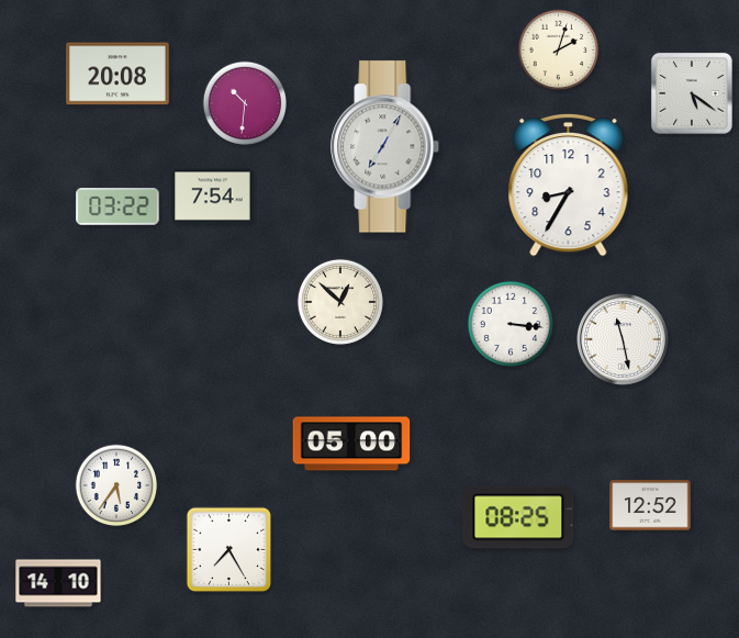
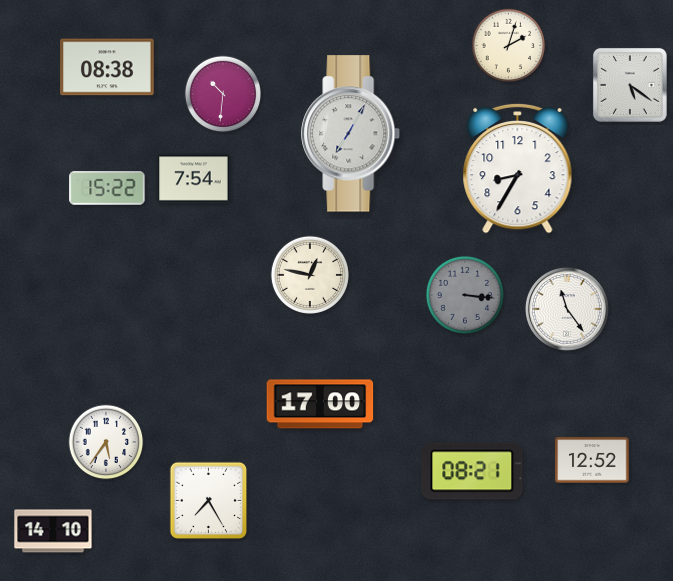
clock at (117, 74): 20:08 -> 08:38
clock at (117, 206): 03:22 -> 15:22
clock at (340, 302): 12:52 -> 12:47
clock at (511, 324) dial: white -> grey
clock at (624, 340): 11:28 -> 11:24
clock at (351, 444): 05:00 -> 17:00
clock at (518, 517): 08:25 -> 08:21
